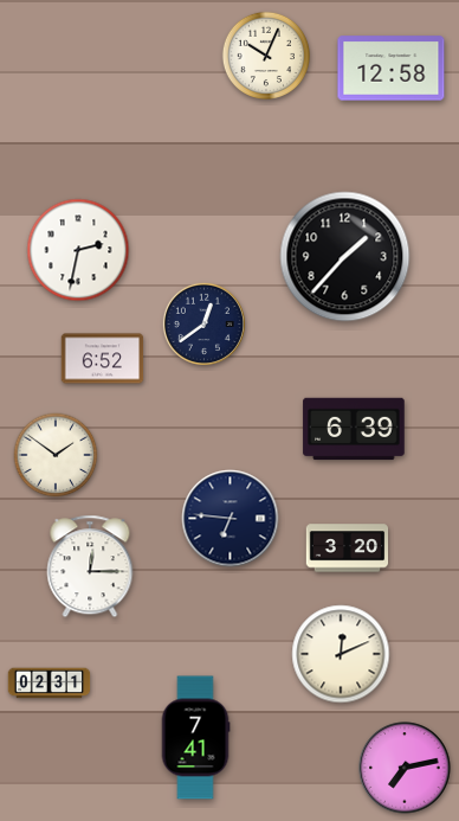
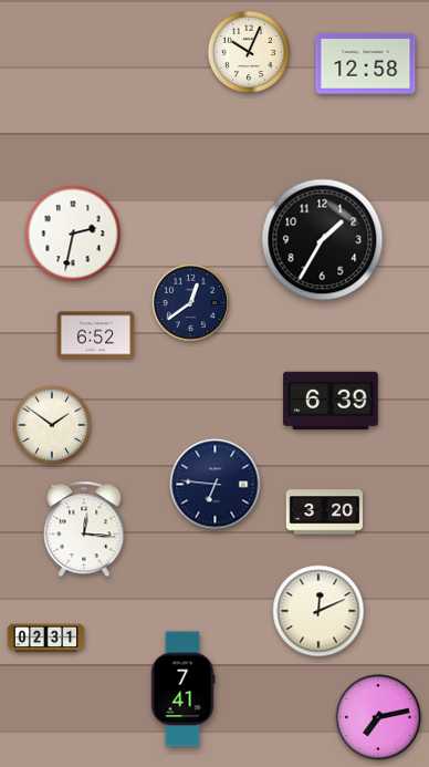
clock at (345, 257): 1:37 -> 1:35
clock at (90, 566): 12:15 -> 12:16
